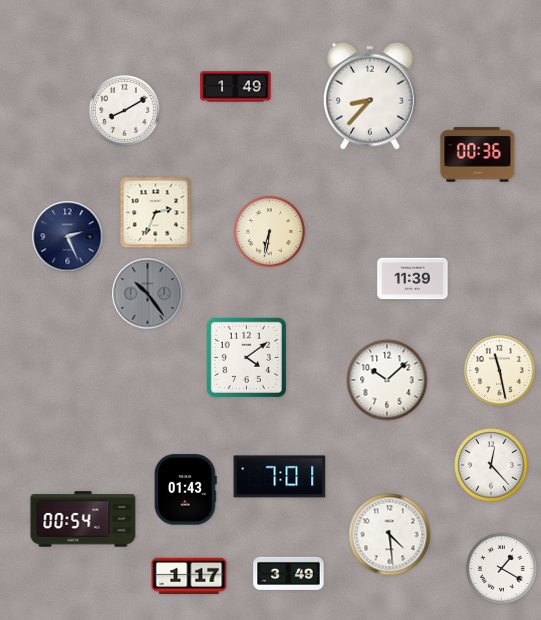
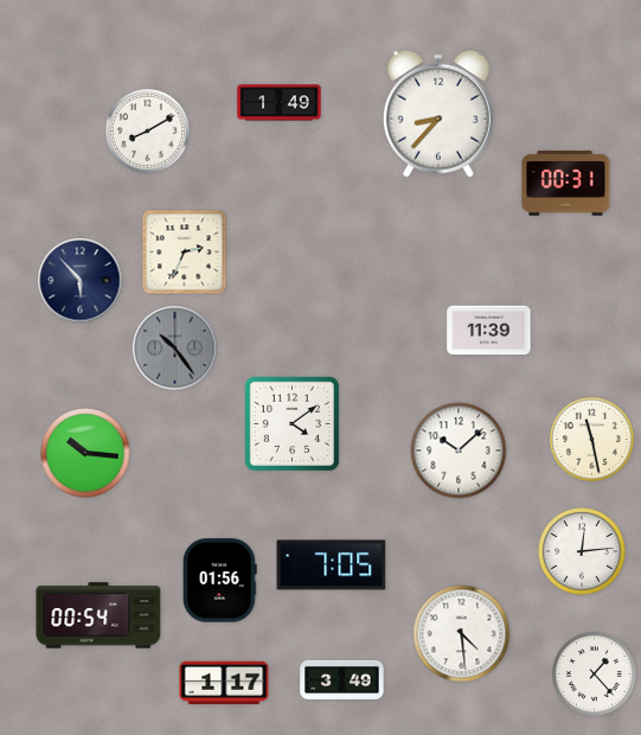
clock at (478, 155): 00:36 -> 00:31
clock at (269, 231): 6:32 -> none
clock at (68, 237): 2:26 -> 5:53
clock at (85, 453): none -> 10:16
clock at (491, 465): 12:23 -> 12:14
clock at (280, 477): 7:01 -> 7:05
clock at (186, 490): 01:43 -> 01:56
clock at (501, 568): 1:20 -> 1:23
